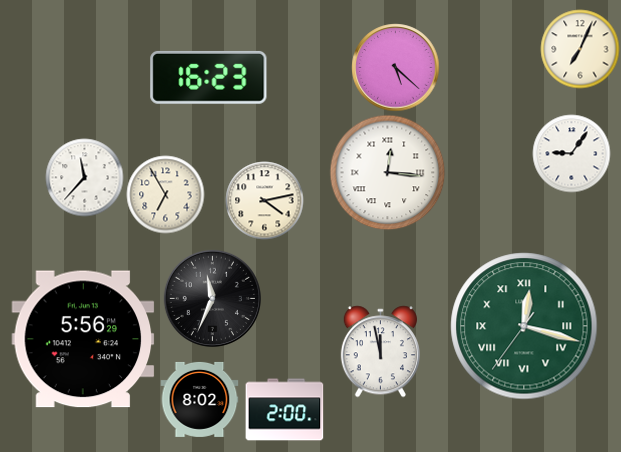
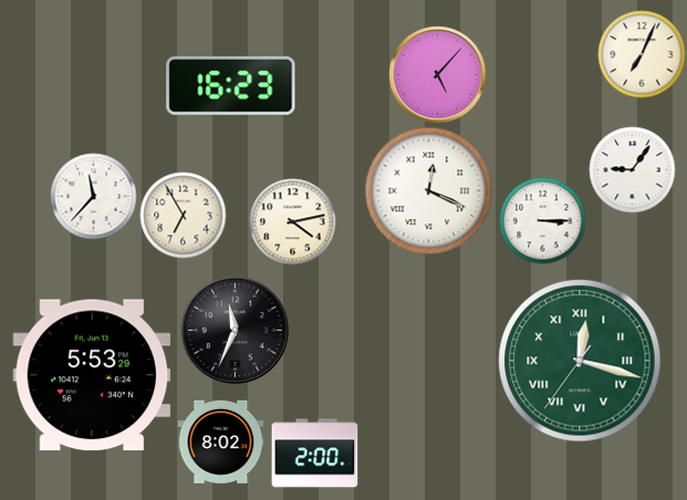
clock at (395, 67): 5:22 -> 5:07
clock at (387, 172): 12:16 -> 12:19
clock at (542, 220): none -> 3:15
clock at (83, 339): 5:56 -> 5:53
clock at (380, 351): 11:58 -> none
